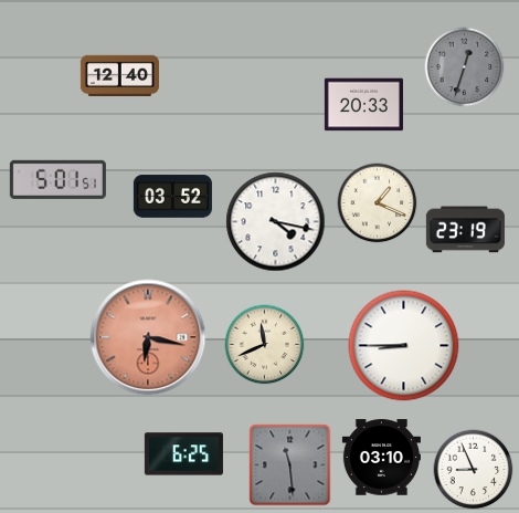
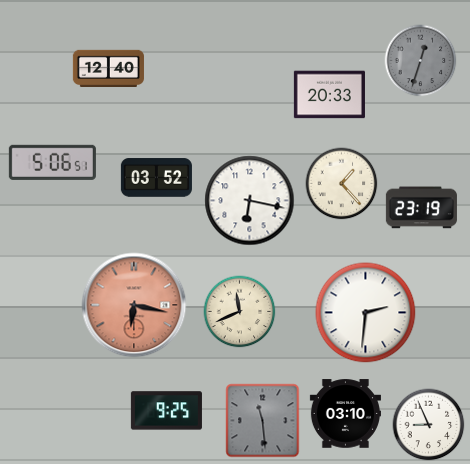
clock at (57, 179): 5:01 -> 5:06
clock at (378, 203): 1:19 -> 1:23
clock at (276, 222): 4:17 -> 6:17
clock at (404, 346): 8:45 -> 2:31
clock at (183, 454): 6:25 -> 9:25
